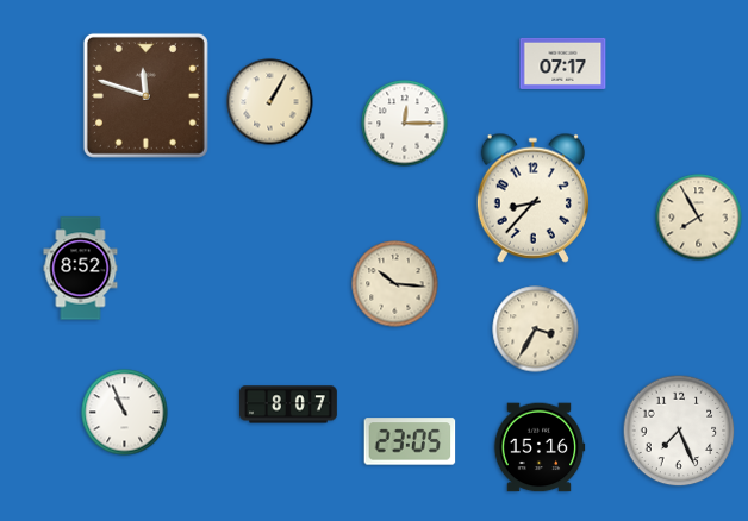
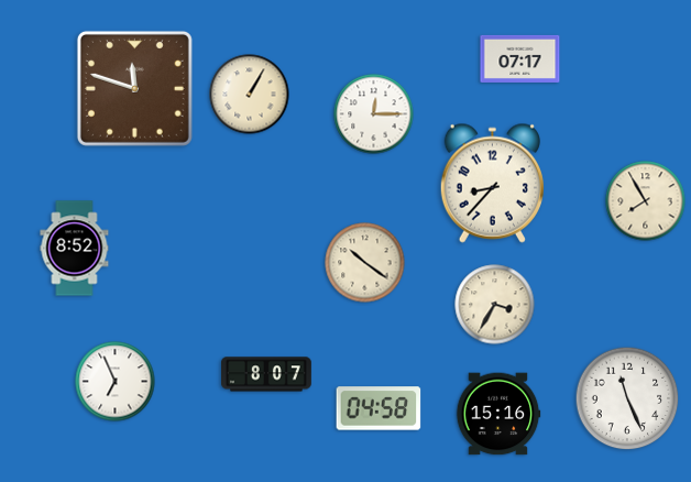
clock at (395, 284): 10:16 -> 10:21
clock at (125, 413): 10:56 -> 6:56
clock at (679, 431): 7:26 -> 11:26
clock at (410, 441): 23:05 -> 04:58
